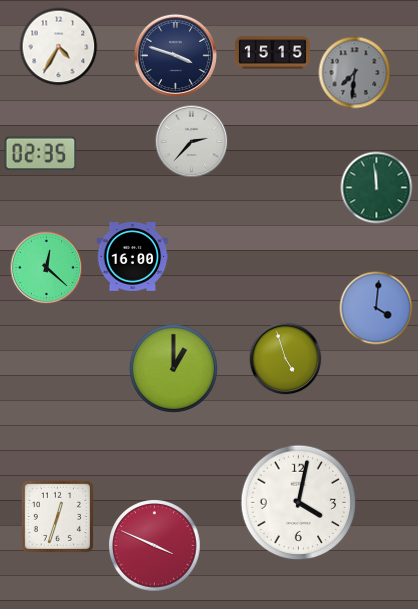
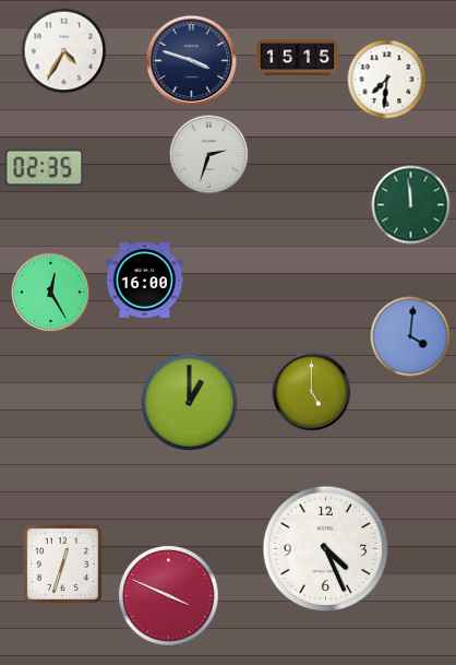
clock at (355, 73) dial: grey -> white
clock at (192, 142): 2:37 -> 2:33
clock at (47, 268): 12:22 -> 12:25
clock at (286, 359): 4:57 -> 5:00
clock at (299, 503): 4:02 -> 4:26
